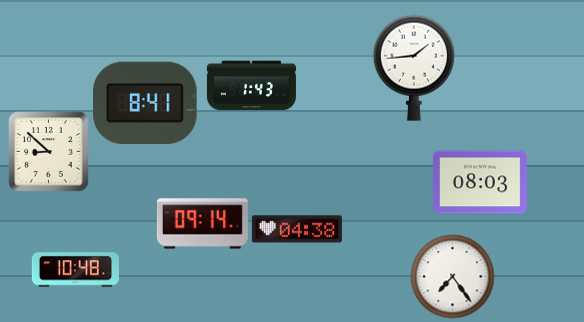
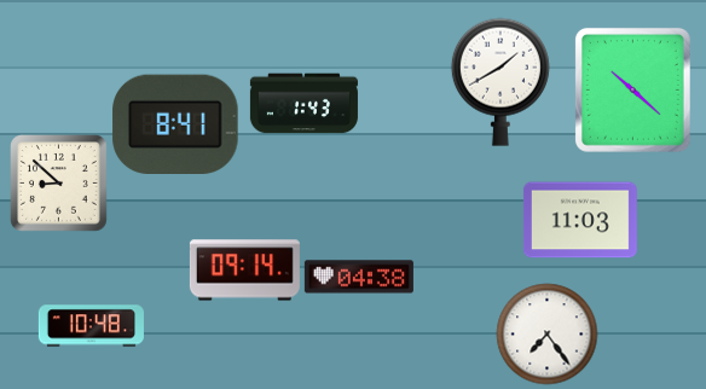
clock at (414, 68): 1:44 -> 1:40
clock at (632, 89): none -> 10:22
clock at (480, 182): 08:03 -> 11:03
